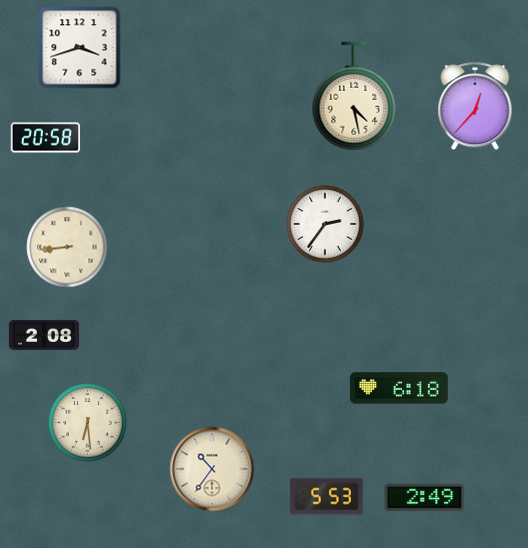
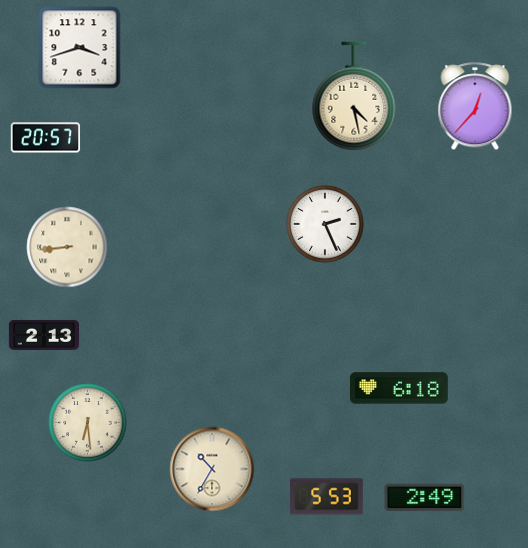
clock at (46, 138): 20:58 -> 20:57
clock at (326, 225): 2:36 -> 2:26
clock at (44, 335): 2:08 -> 2:13
clock at (212, 469): 10:36 -> 10:35
